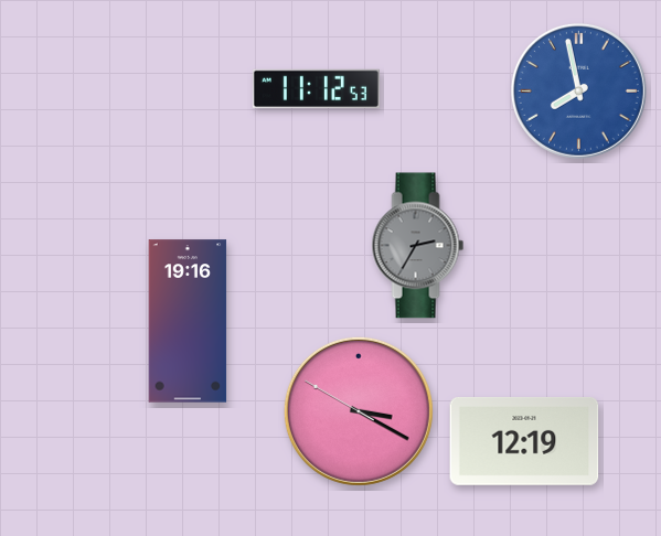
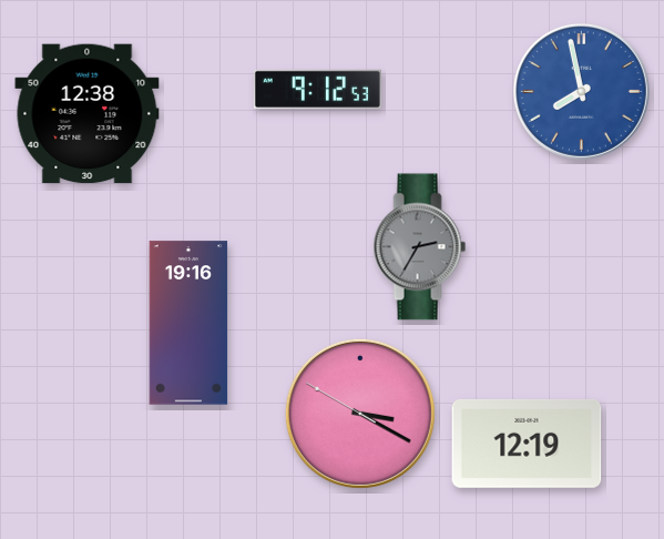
clock at (316, 89): 11:12 -> 9:12
clock at (88, 114): none -> 12:38
